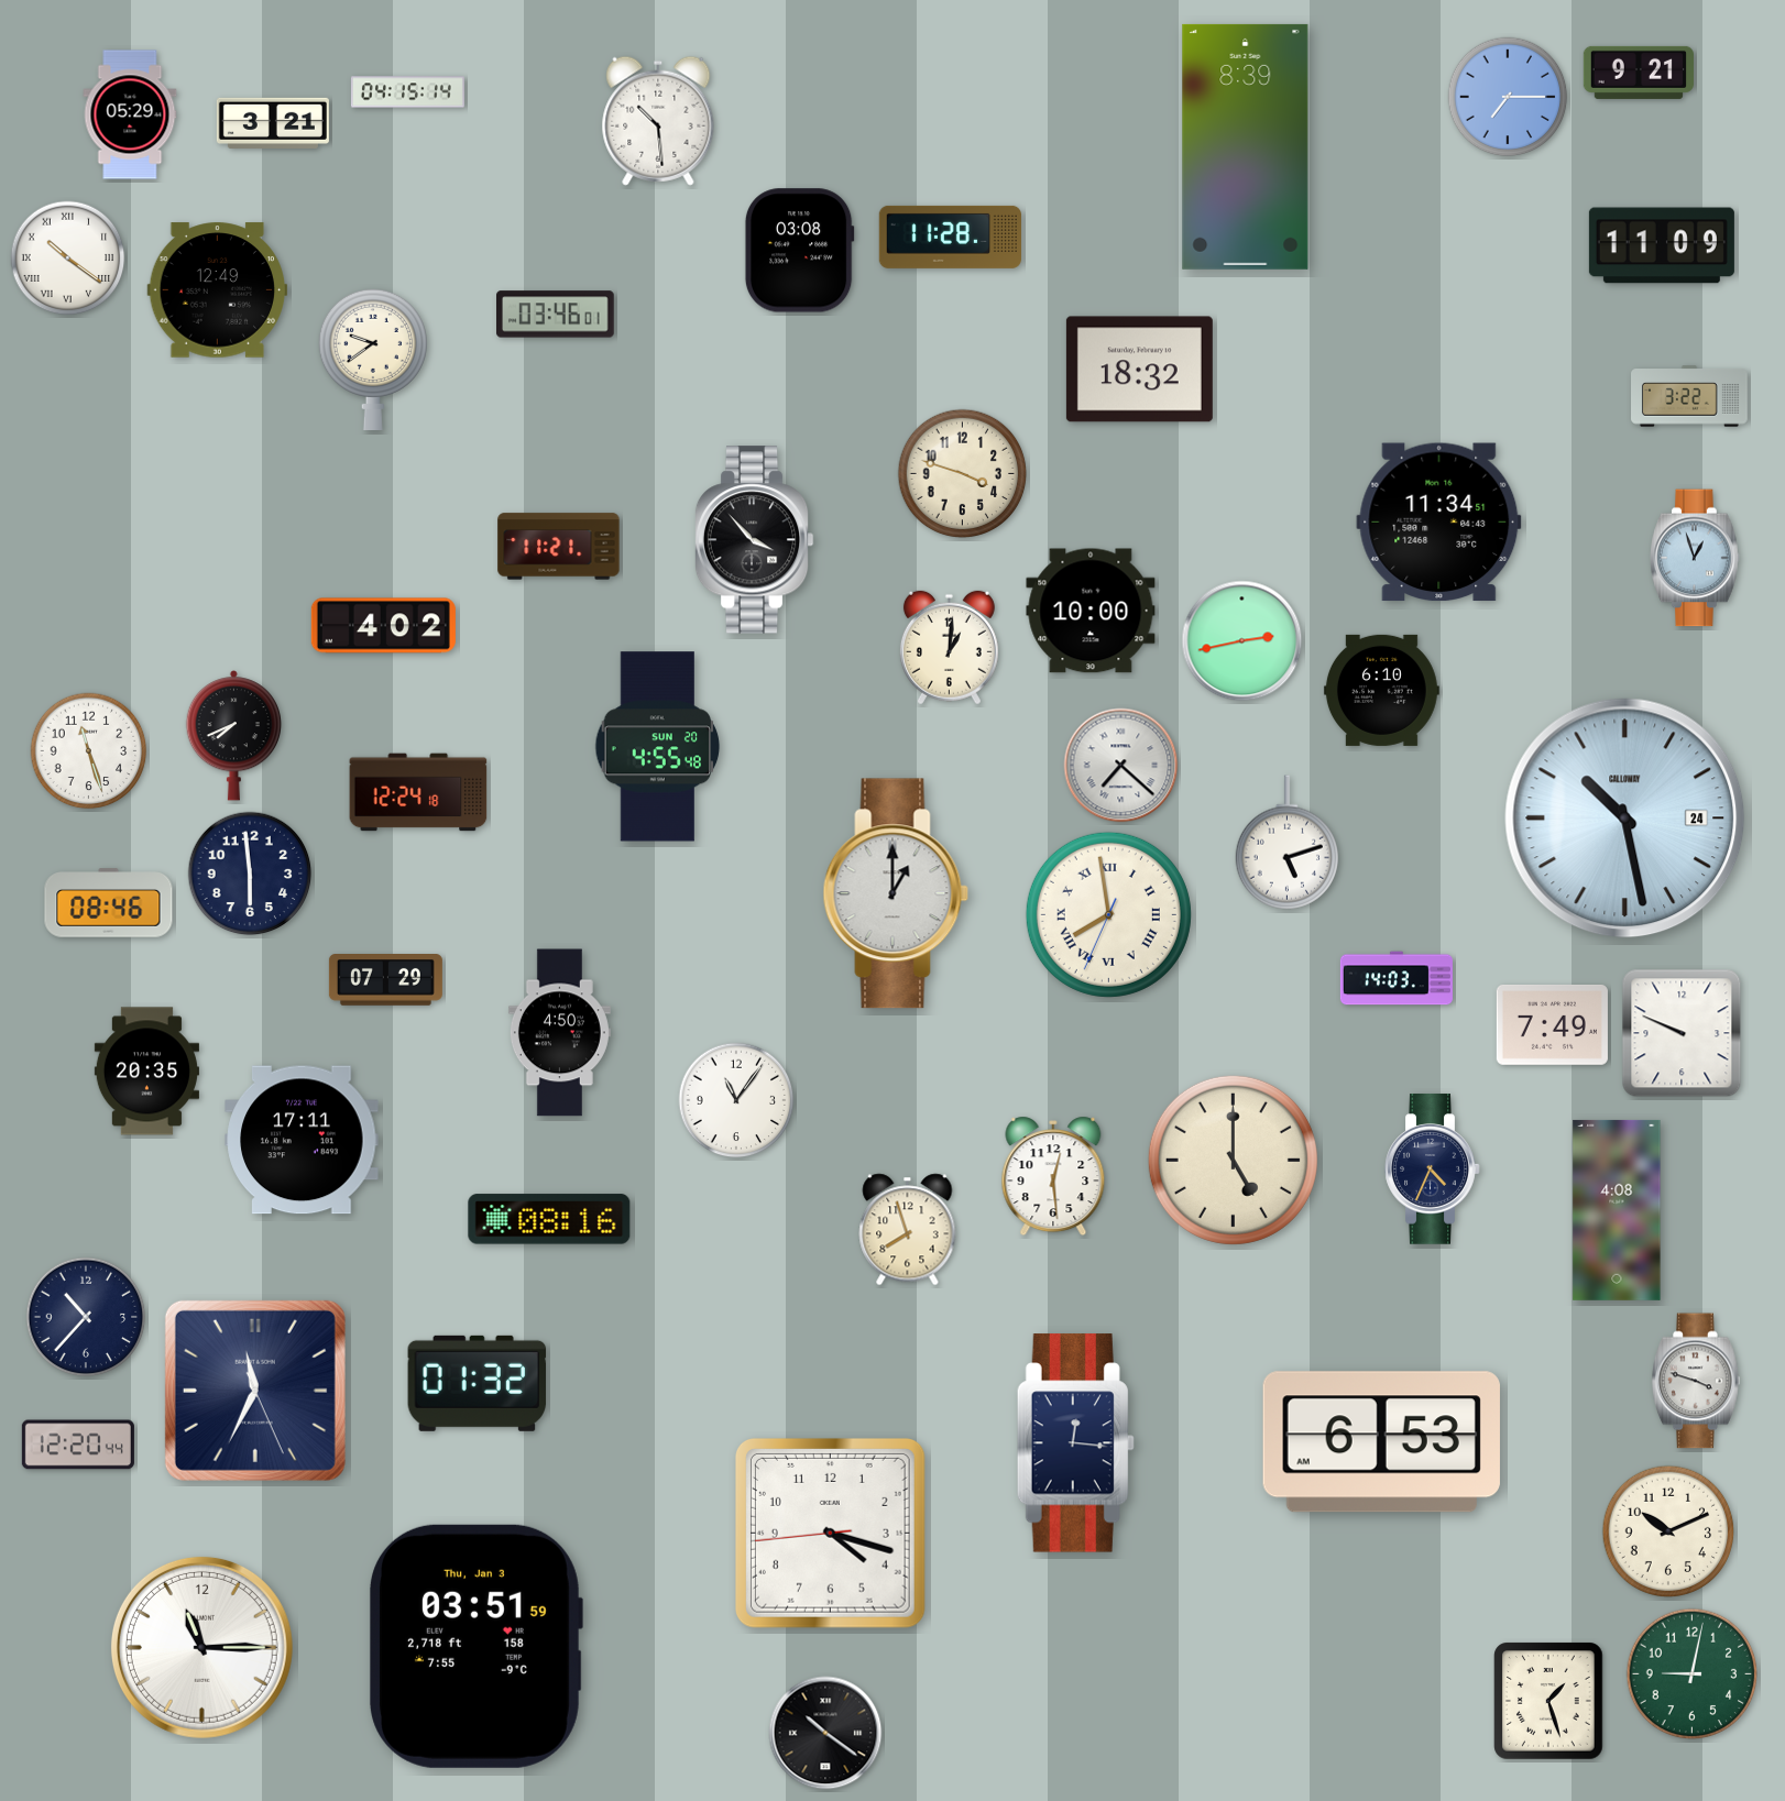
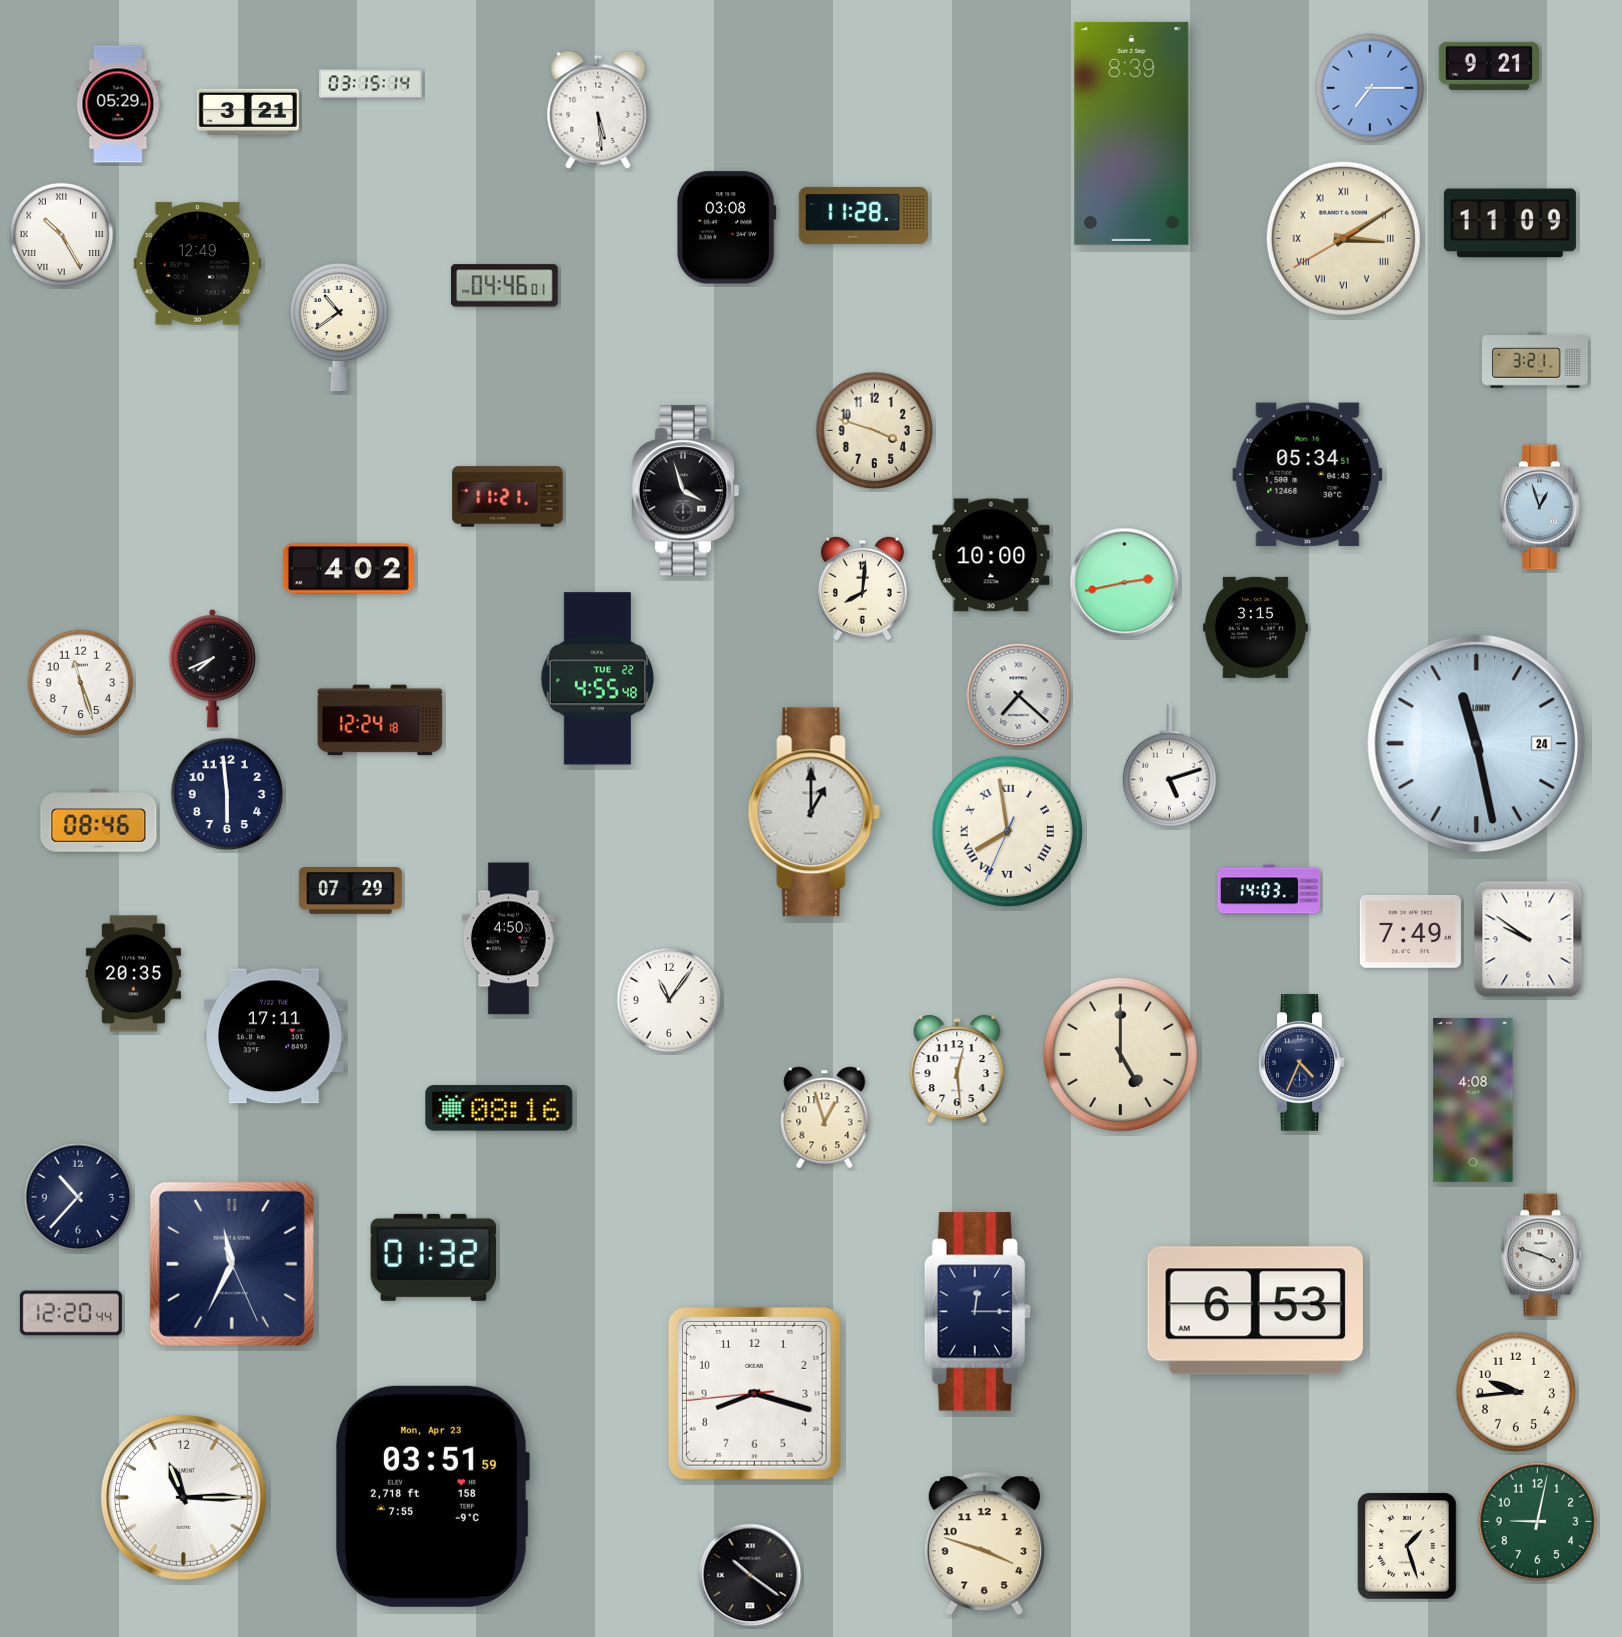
clock at (407, 92): 04:15 -> 03:15
clock at (658, 121): 10:29 -> 5:29
clock at (68, 259): 10:21 -> 10:25
clock at (1343, 238): none -> 3:09
clock at (556, 315): 03:46 -> 04:46
clock at (373, 359): 9:39 -> 10:39
clock at (1139, 370): 18:32 -> none
clock at (1690, 396): 3:22 -> 3:21
clock at (1439, 523): 11:34 -> 05:34
clock at (754, 540): 3:53 -> 3:57
clock at (1242, 641) position: (1242, 641) -> (1125, 583)
clock at (949, 648): 1:01 -> 8:01
clock at (1381, 690): 6:10 -> 3:15
clock at (658, 747) date: SUN 20 -> TUE 22
clock at (1625, 819): 10:28 -> 11:28
clock at (1682, 1033): 9:49 -> 9:51
clock at (1617, 1210) position: (1617, 1210) -> (1473, 1100)
clock at (908, 1230): 7:57 -> 12:57
clock at (1075, 1443): 12:16 -> 12:15
clock at (1668, 1531): 10:11 -> 9:44
clock at (830, 1533): 4:17 -> 8:17
clock at (477, 1646) date: Thu, Jan 3 -> Mon, Apr 23
clock at (984, 1544): none -> 3:48
